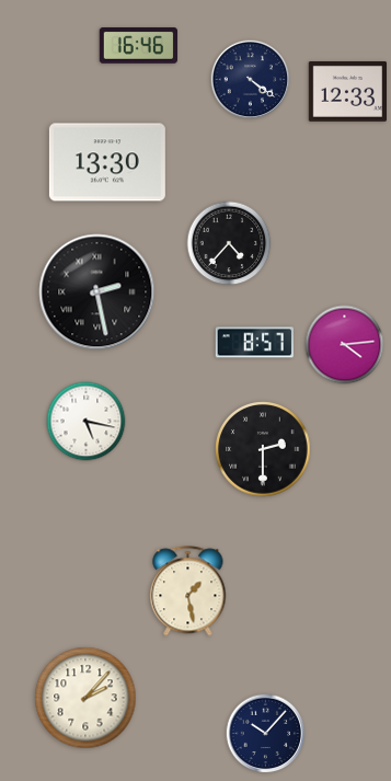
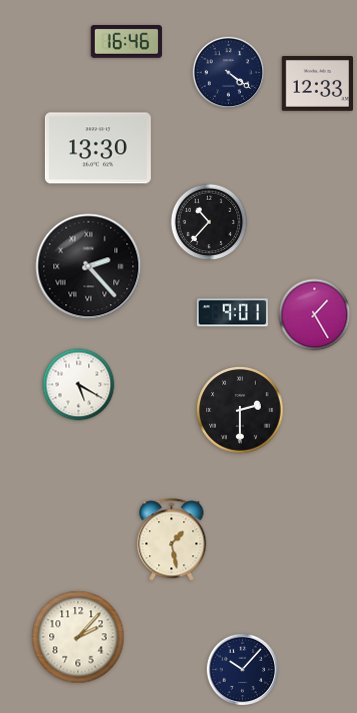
clock at (229, 243): 4:37 -> 10:37
clock at (97, 292): 2:28 -> 2:23
clock at (254, 343): 8:57 -> 9:01
clock at (345, 345): 4:14 -> 1:25
clock at (87, 422): 5:17 -> 5:20
